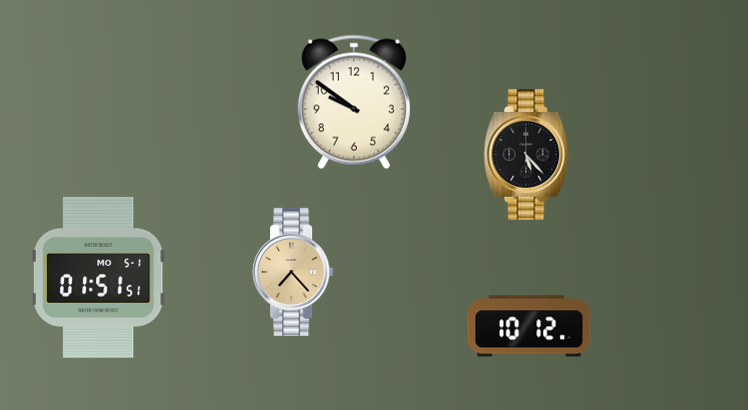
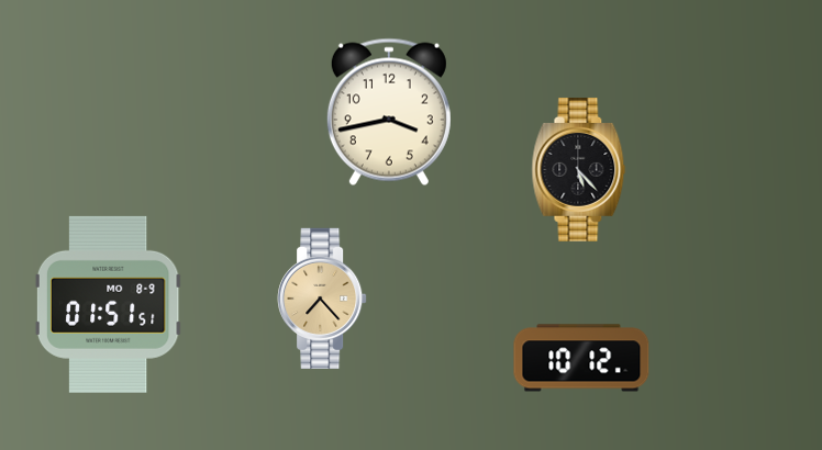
clock at (354, 102): 9:51 -> 3:43
clock at (98, 277) date: MO 5-1 -> MO 8-9
